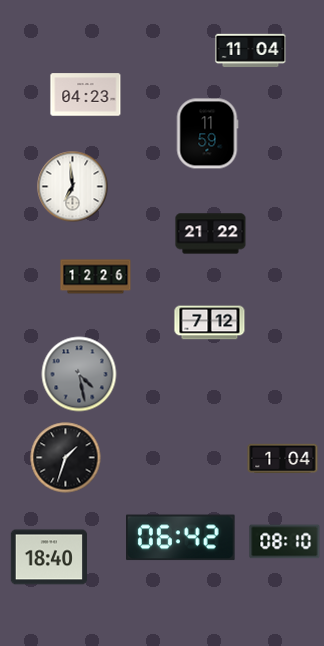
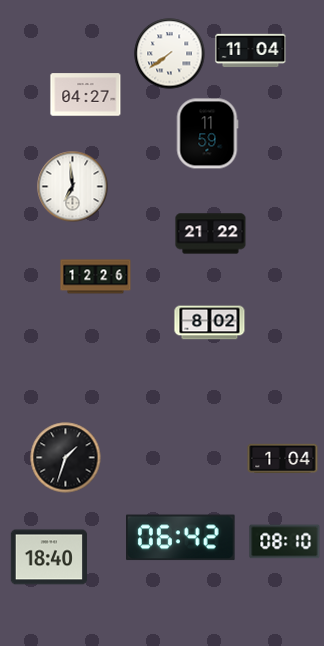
clock at (170, 54): none -> 7:39
clock at (86, 95): 04:23 -> 04:27
clock at (210, 323): 7:12 -> 8:02
clock at (79, 374): 4:28 -> none
